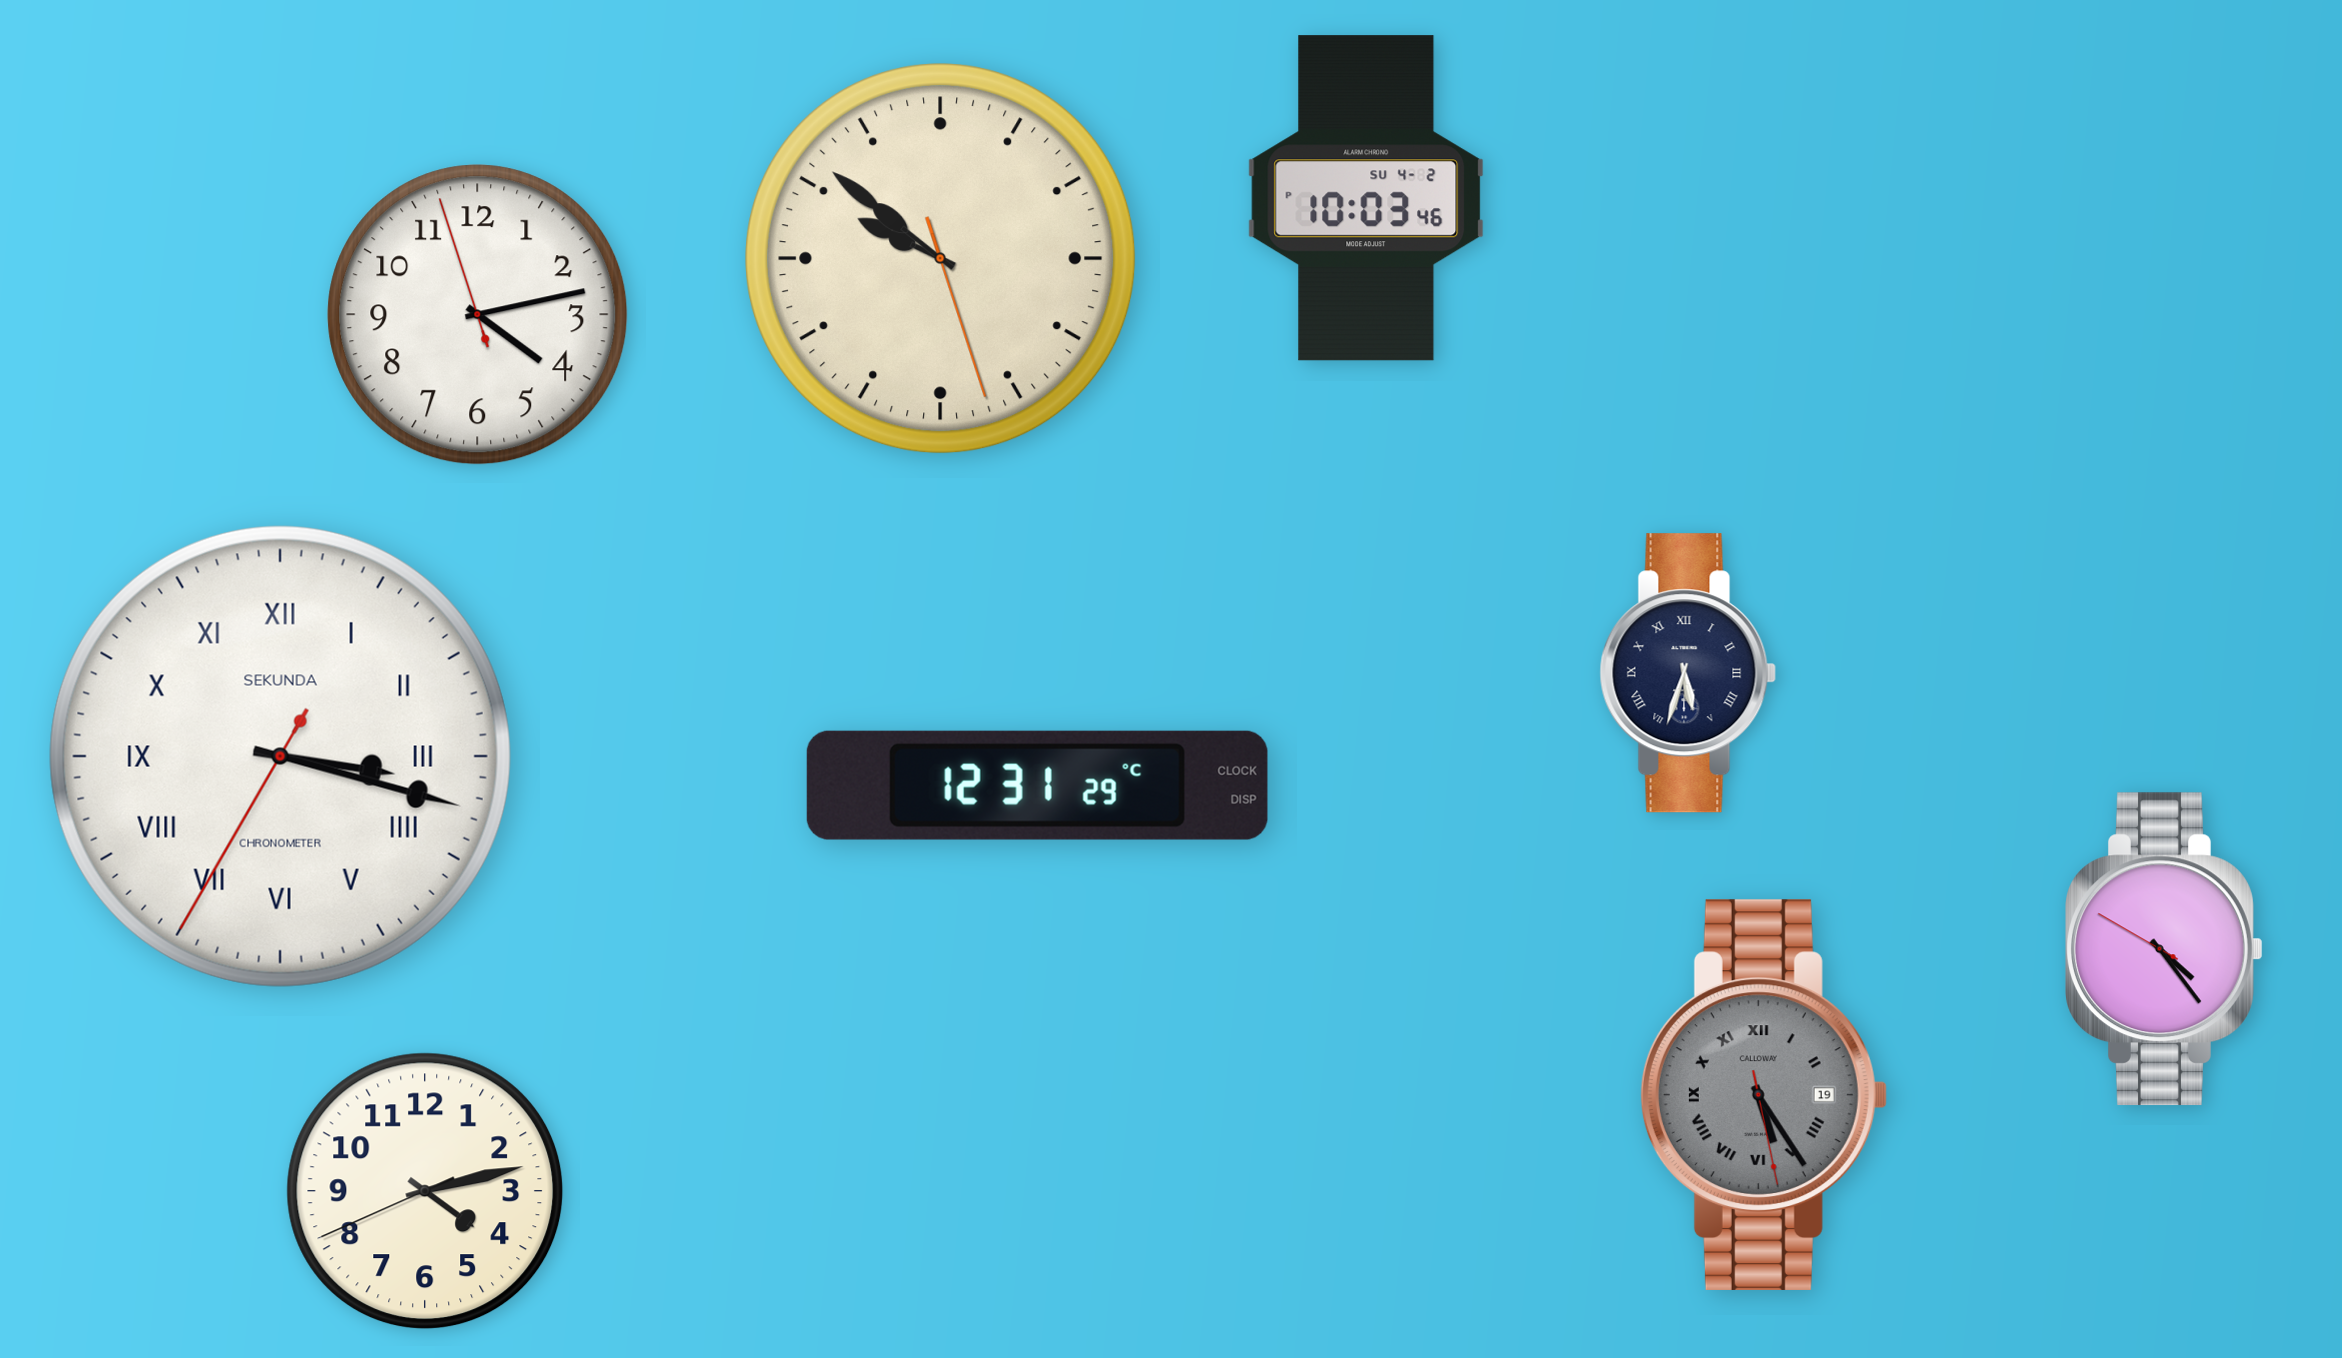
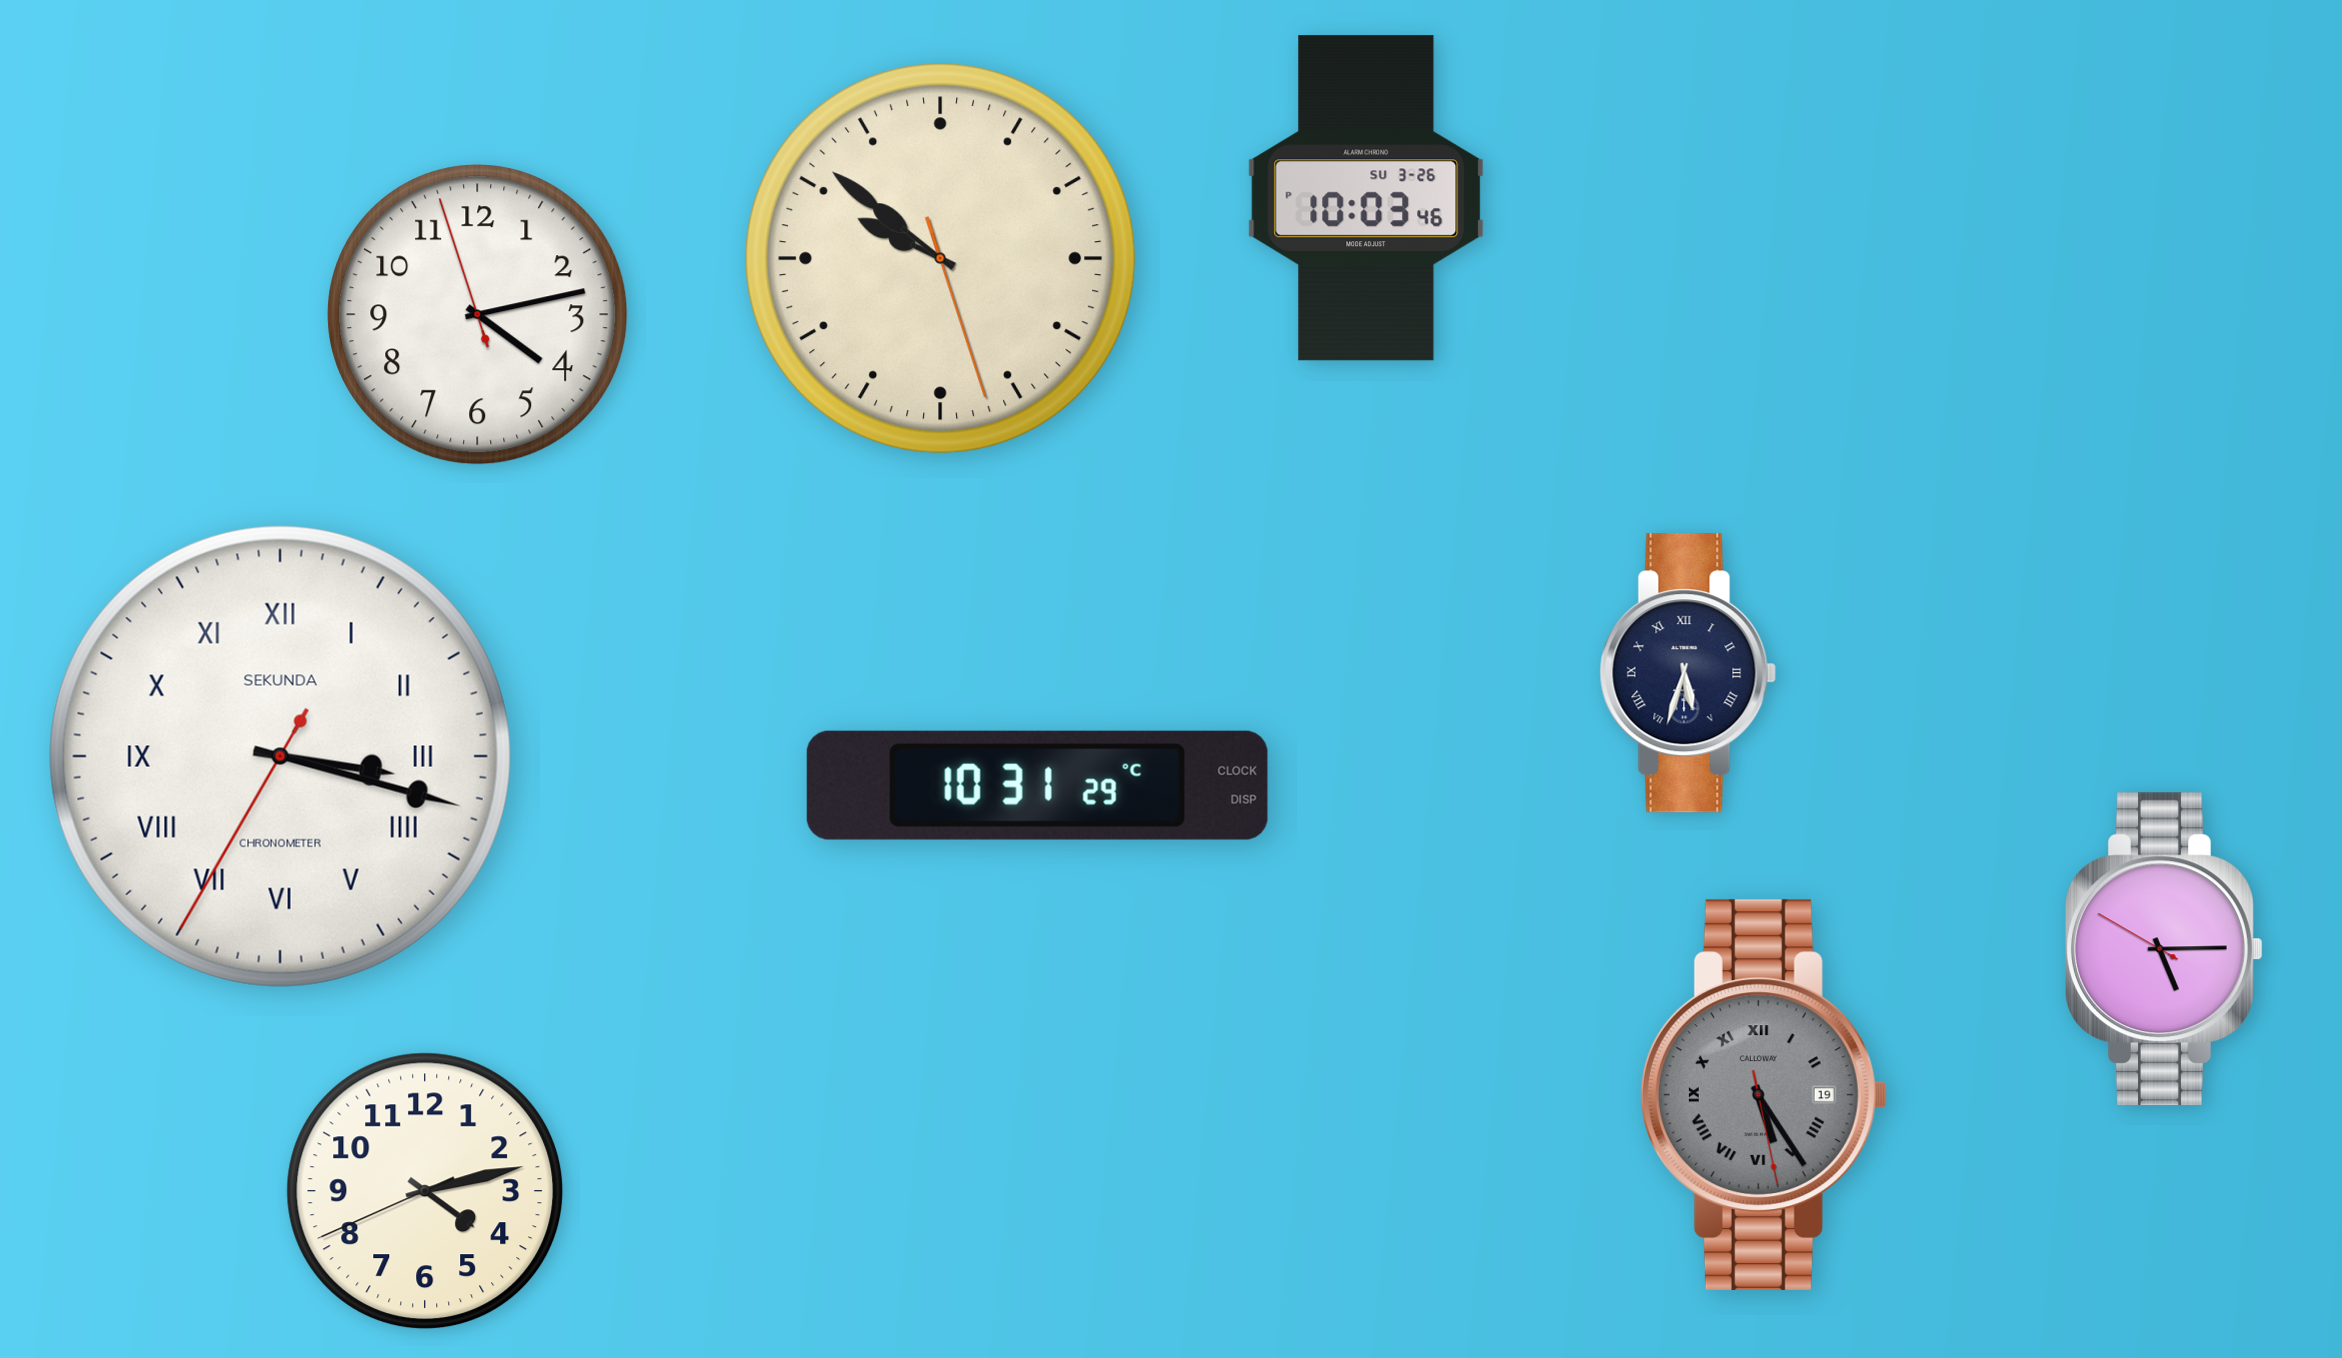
clock at (1366, 198) date: SU 4-2 -> SU 3-26
clock at (1037, 785): 12:31 -> 10:31
clock at (2165, 949): 4:23 -> 5:14
